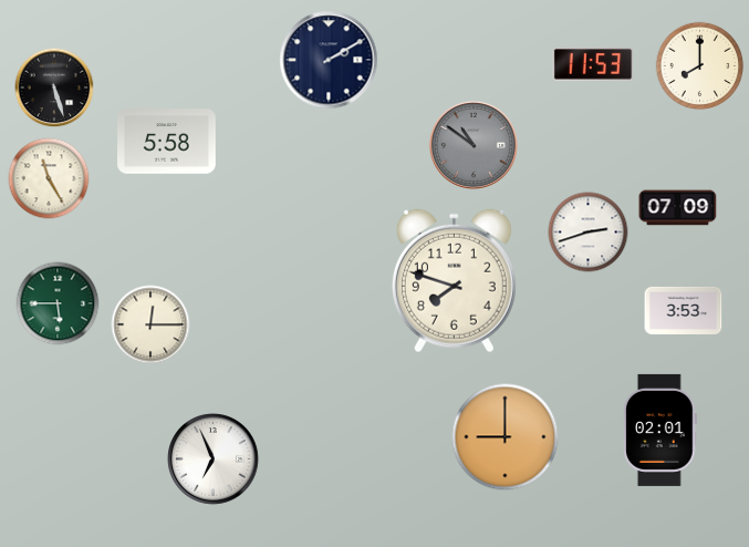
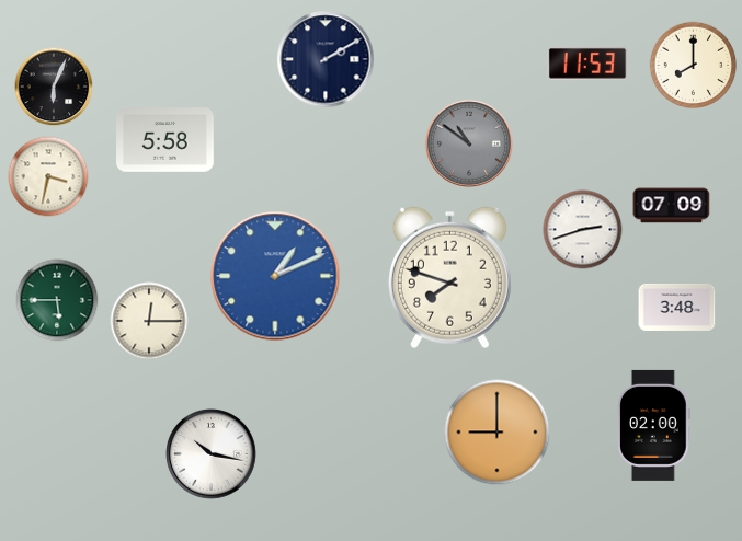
clock at (54, 87): 5:27 -> 6:04
clock at (49, 178): 11:25 -> 3:32
clock at (275, 276): none -> 1:11
clock at (684, 310): 3:53 -> 3:48
clock at (660, 430): 02:01 -> 02:00
clock at (506, 437) position: (506, 437) -> (498, 433)
clock at (214, 460): 6:56 -> 10:17
